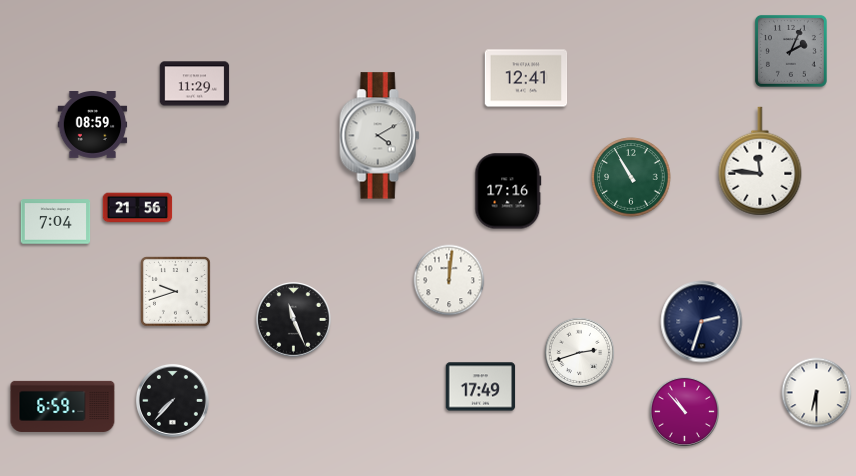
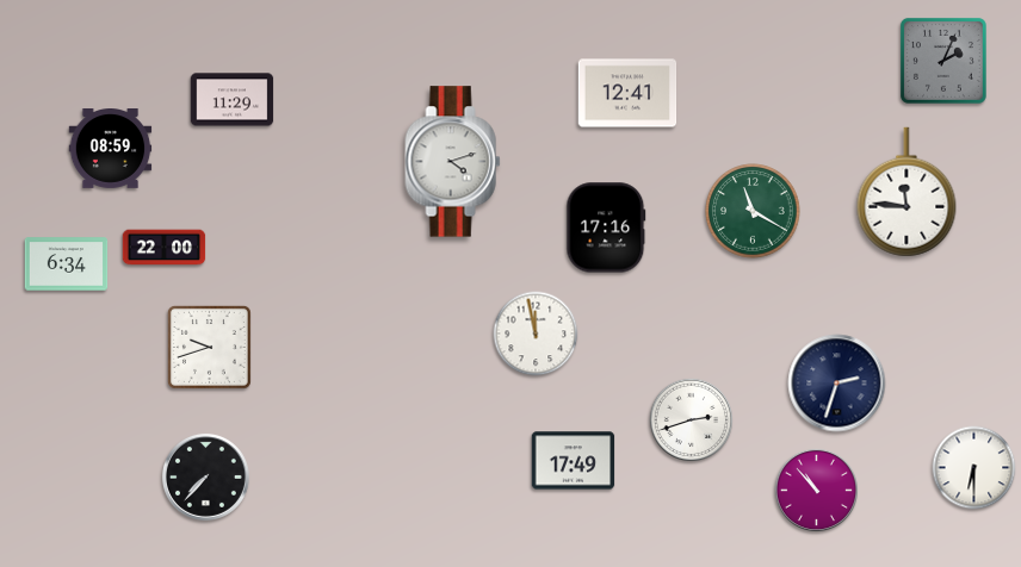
clock at (380, 136): 4:10 -> 4:12
clock at (631, 177): 10:55 -> 11:20
clock at (138, 208): 21:56 -> 22:00
clock at (56, 222): 7:04 -> 6:34
clock at (449, 280): 12:01 -> 11:58
clock at (294, 320): 11:26 -> none
clock at (63, 406): 6:59 -> none
